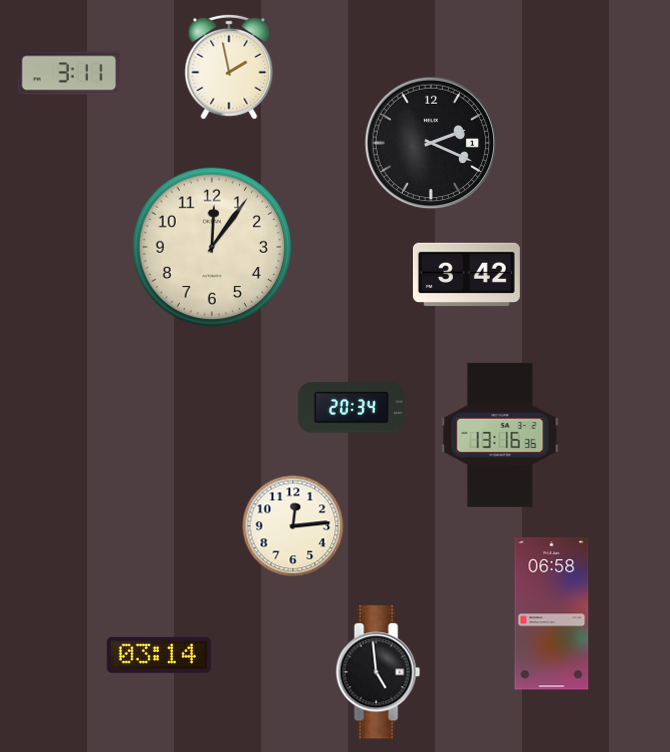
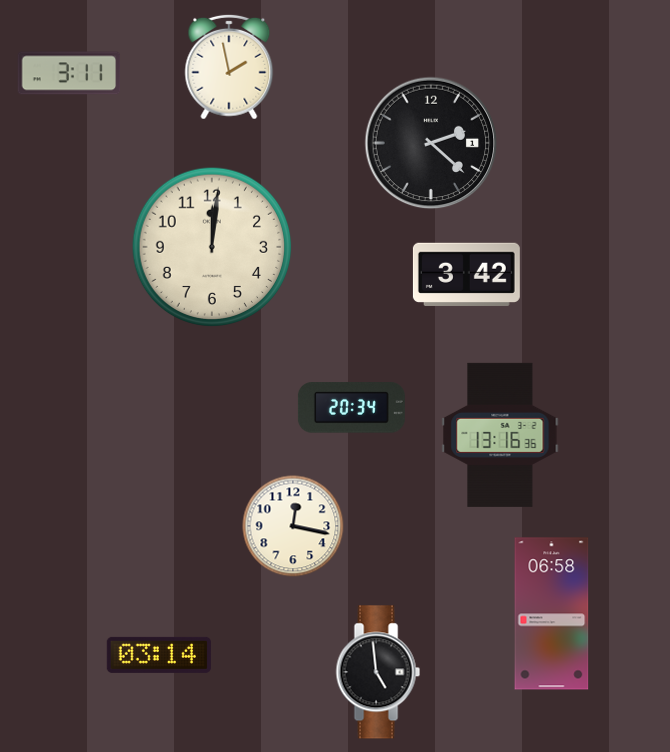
clock at (431, 143): 2:19 -> 2:22
clock at (212, 247): 12:06 -> 12:01
clock at (293, 526): 12:14 -> 12:17
